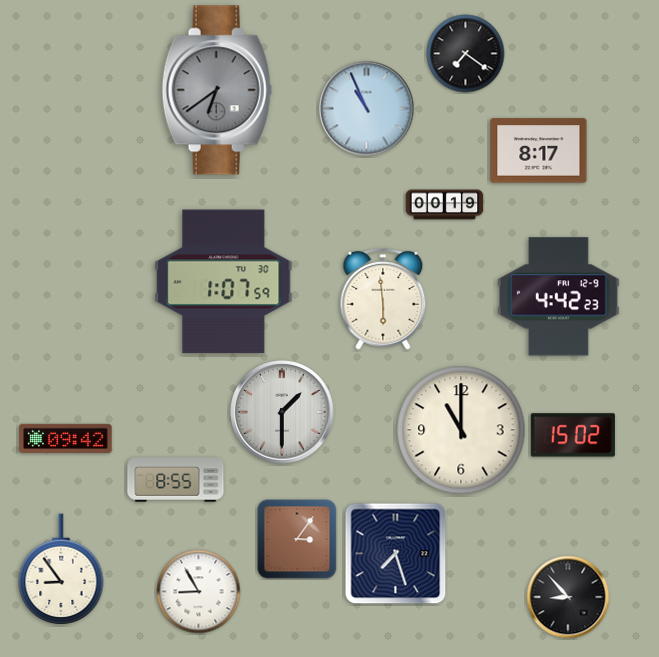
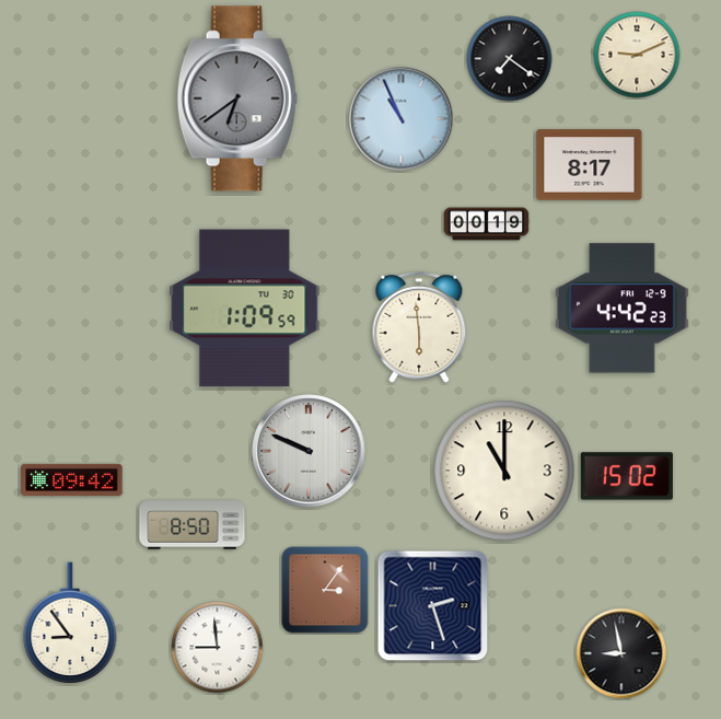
clock at (637, 55): none -> 9:11
clock at (224, 282): 1:07 -> 1:09
clock at (558, 297) position: (558, 297) -> (621, 309)
clock at (282, 412): 1:30 -> 9:49
clock at (176, 480): 8:55 -> 8:50
clock at (396, 554): 7:27 -> 2:27
clock at (61, 569) position: (61, 569) -> (70, 623)
clock at (199, 592): 8:55 -> 8:59
clock at (568, 597): 8:53 -> 8:58
